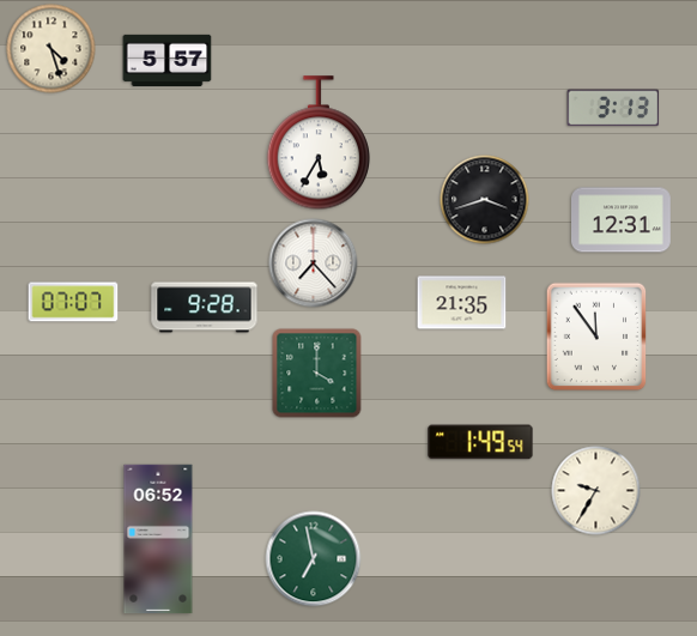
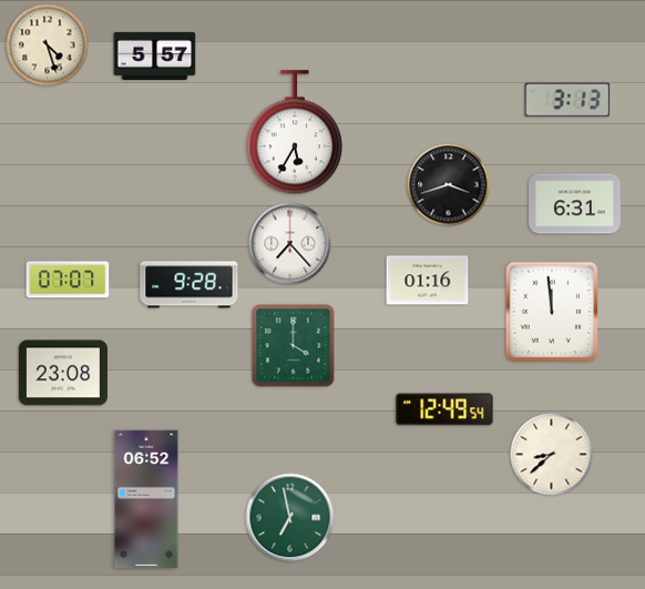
clock at (622, 220): 12:31 -> 6:31
clock at (462, 303): 21:35 -> 01:16
clock at (596, 337): 11:54 -> 11:59
clock at (63, 373): none -> 23:08
clock at (480, 442): 1:49 -> 12:49
clock at (596, 491): 9:35 -> 8:38
